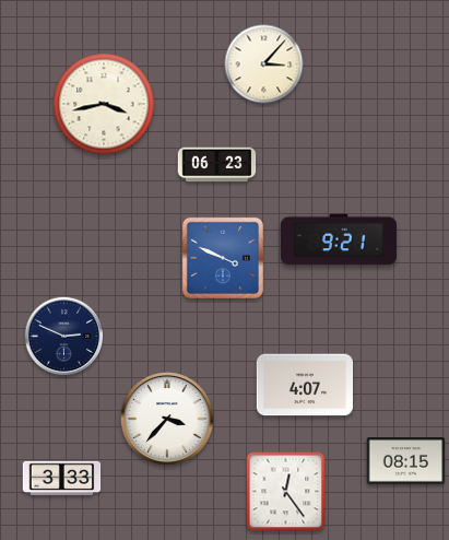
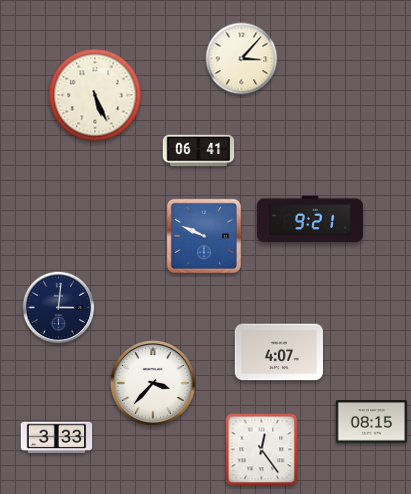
clock at (104, 104): 3:43 -> 5:26
clock at (217, 165): 06:23 -> 06:41
clock at (223, 258): 3:49 -> 9:49
clock at (64, 337): 2:49 -> 3:01
